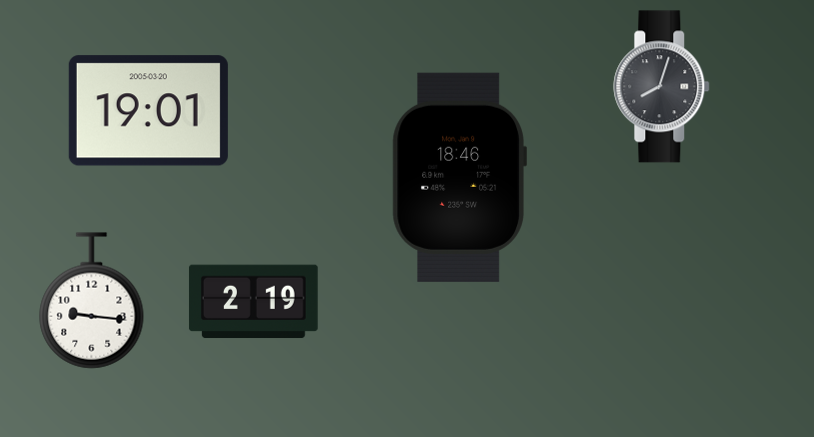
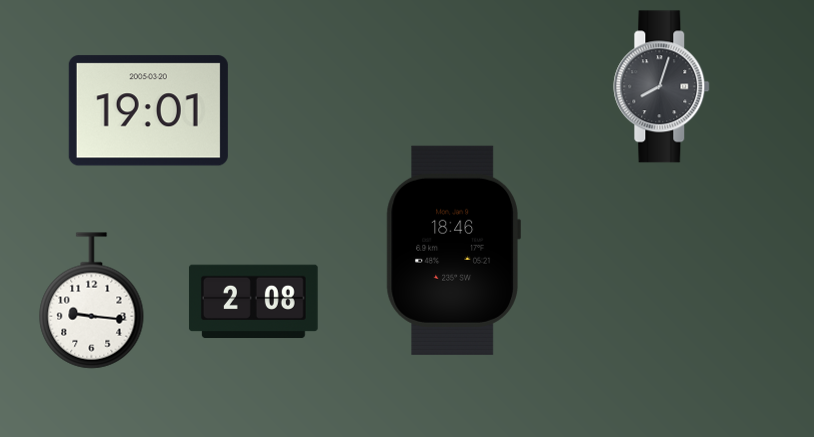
clock at (459, 177) position: (459, 177) -> (453, 250)
clock at (253, 302): 2:19 -> 2:08
